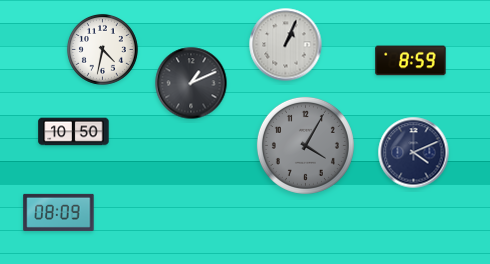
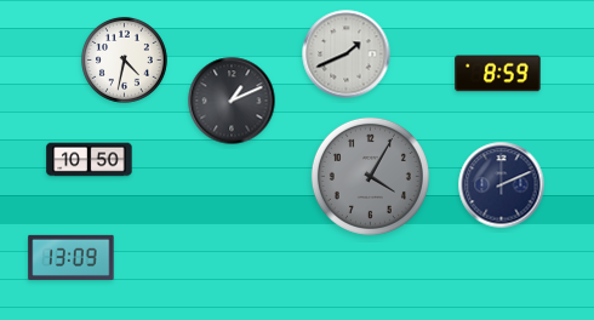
clock at (286, 45): 1:04 -> 1:41
clock at (414, 153): 4:11 -> 2:11
clock at (59, 212): 08:09 -> 13:09
